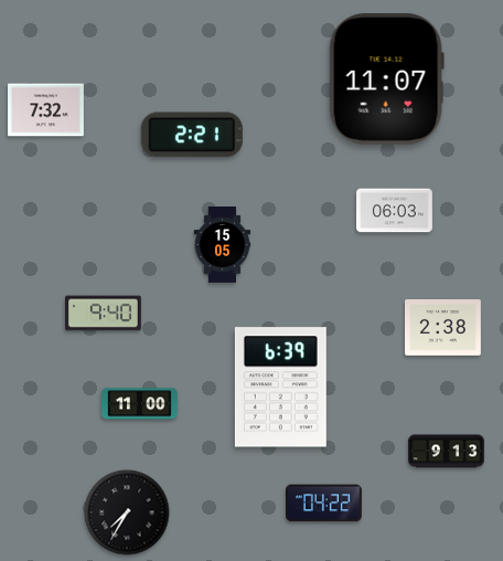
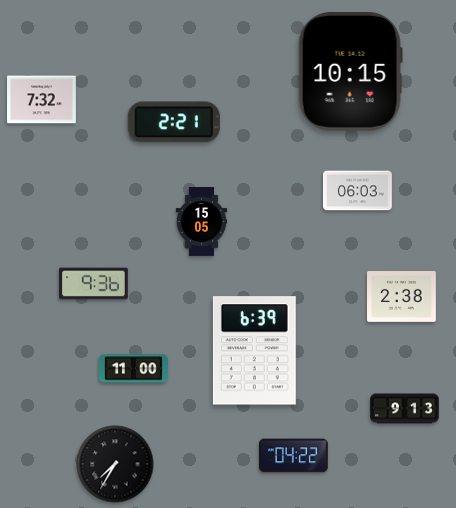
clock at (386, 78): 11:07 -> 10:15
clock at (104, 314): 9:40 -> 9:36
clock at (140, 404) position: (140, 404) -> (134, 369)
